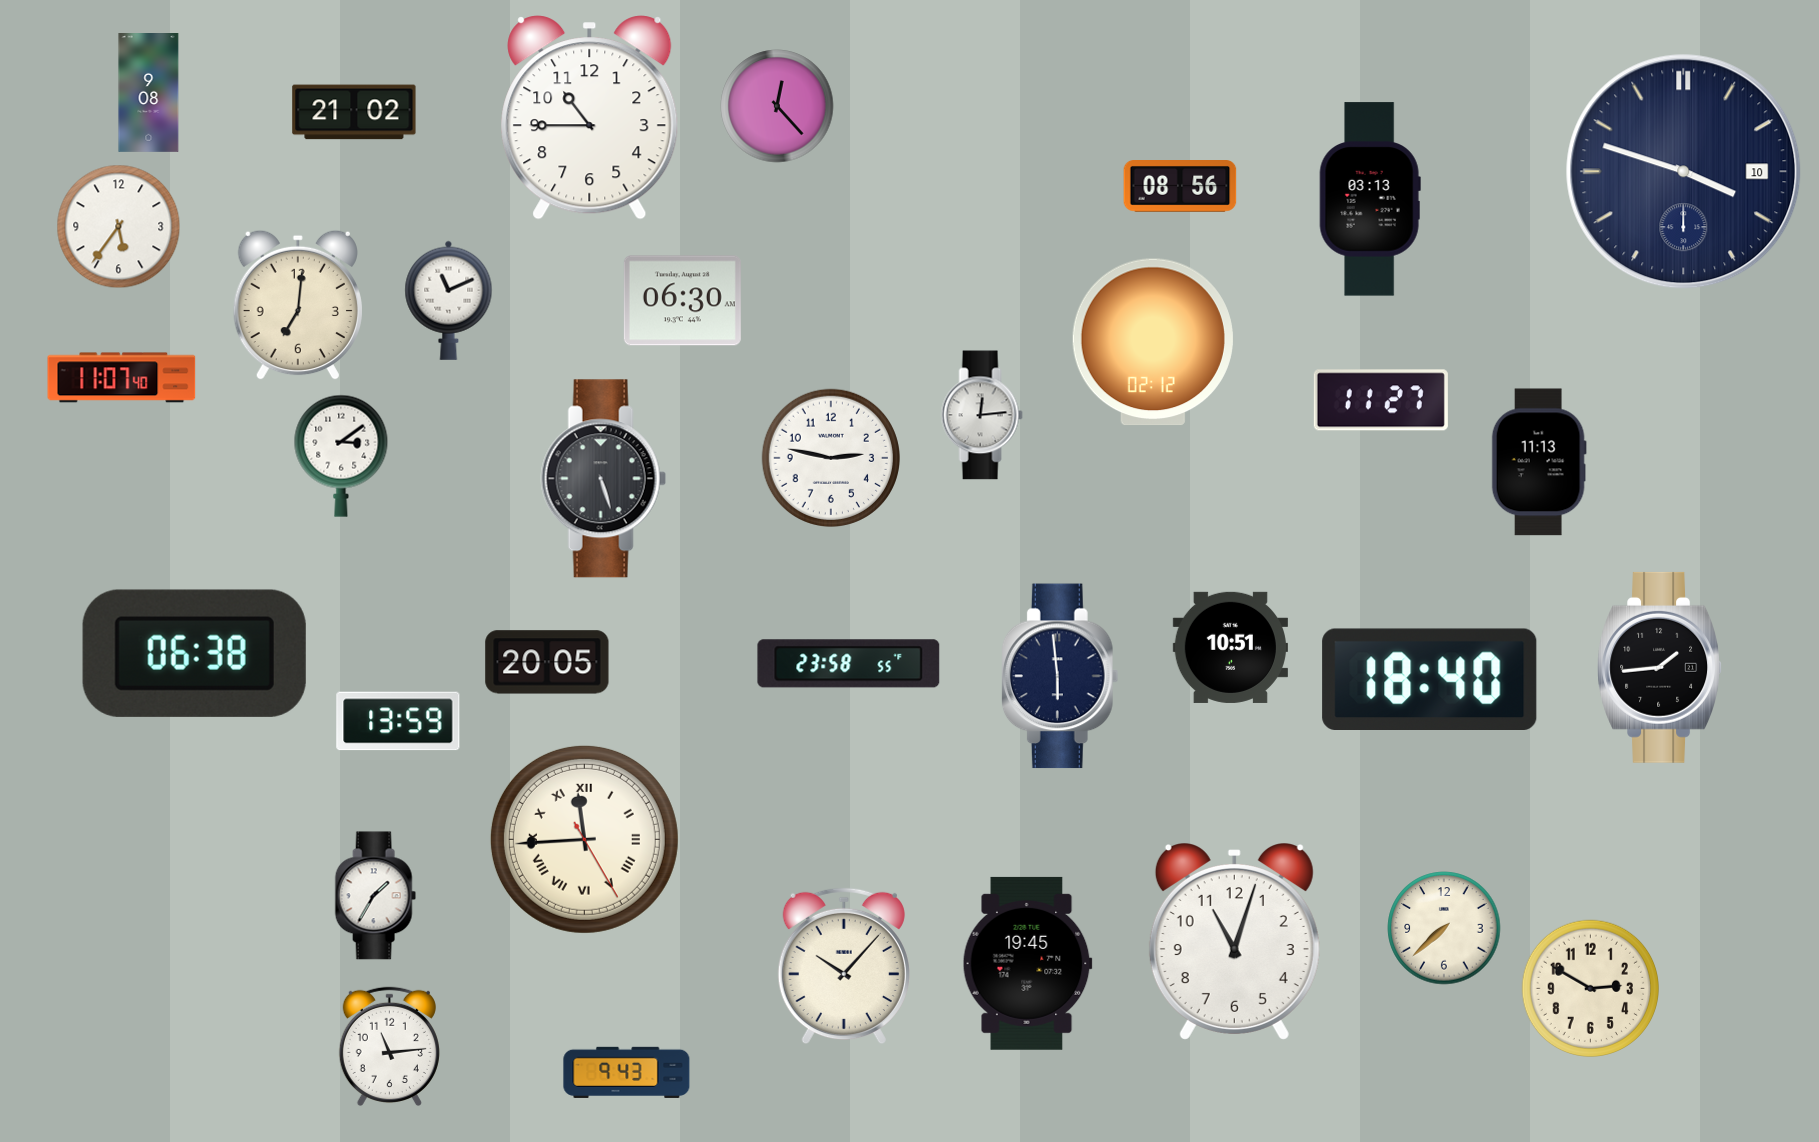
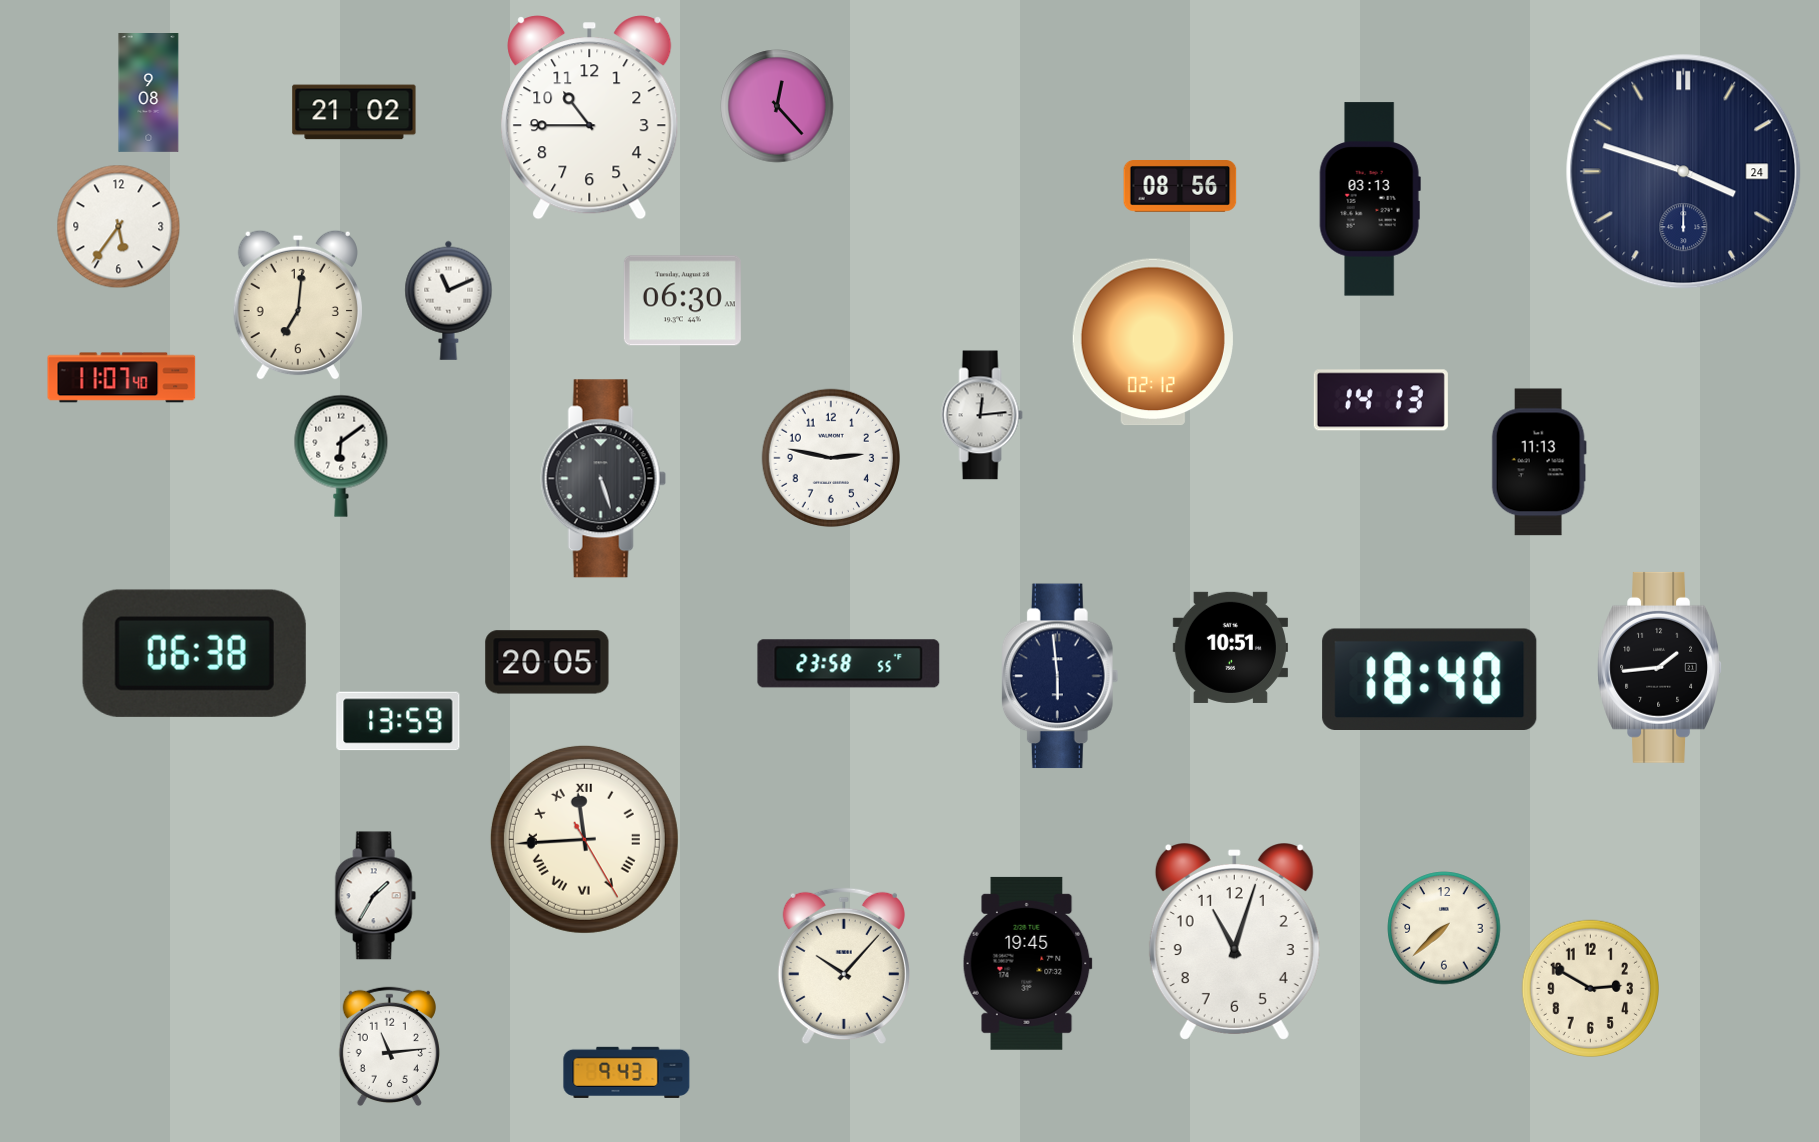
clock at (1684, 172) date: 10 -> 24
clock at (1381, 400): 11:27 -> 14:13
clock at (341, 456): 3:09 -> 6:09
